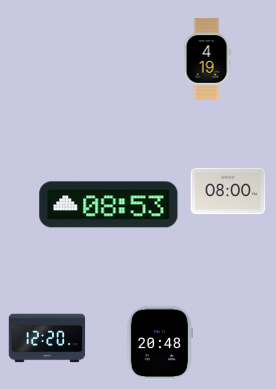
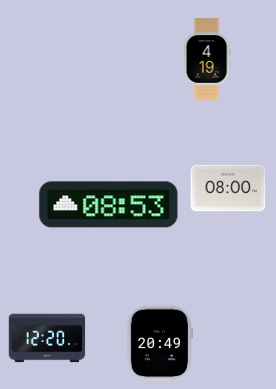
clock at (228, 191) position: (228, 191) -> (228, 188)
clock at (159, 343): 20:48 -> 20:49
